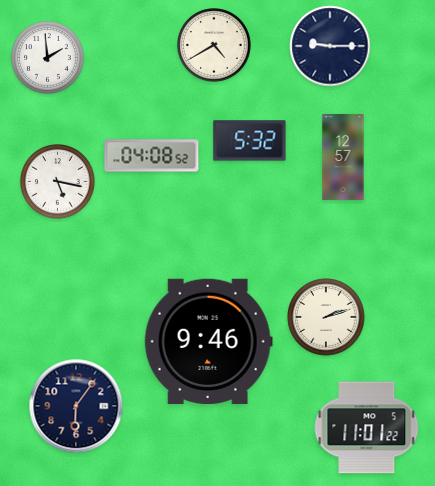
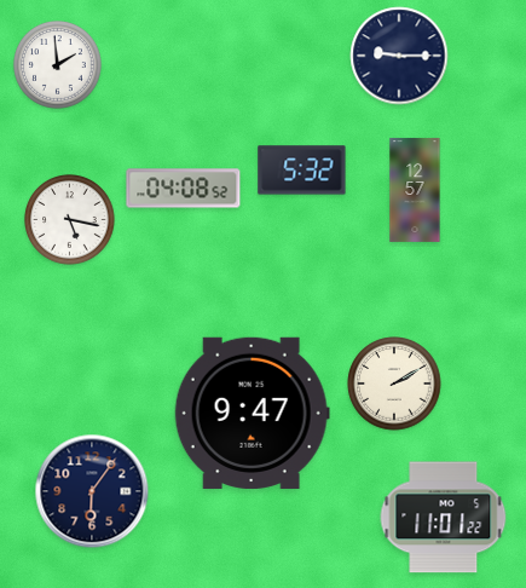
clock at (215, 46): 4:40 -> none
clock at (48, 58) position: (48, 58) -> (58, 65)
clock at (326, 317): 2:12 -> 2:10
clock at (208, 341): 9:46 -> 9:47
